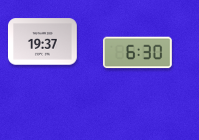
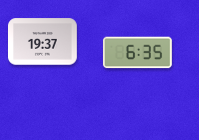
clock at (137, 53): 6:30 -> 6:35
